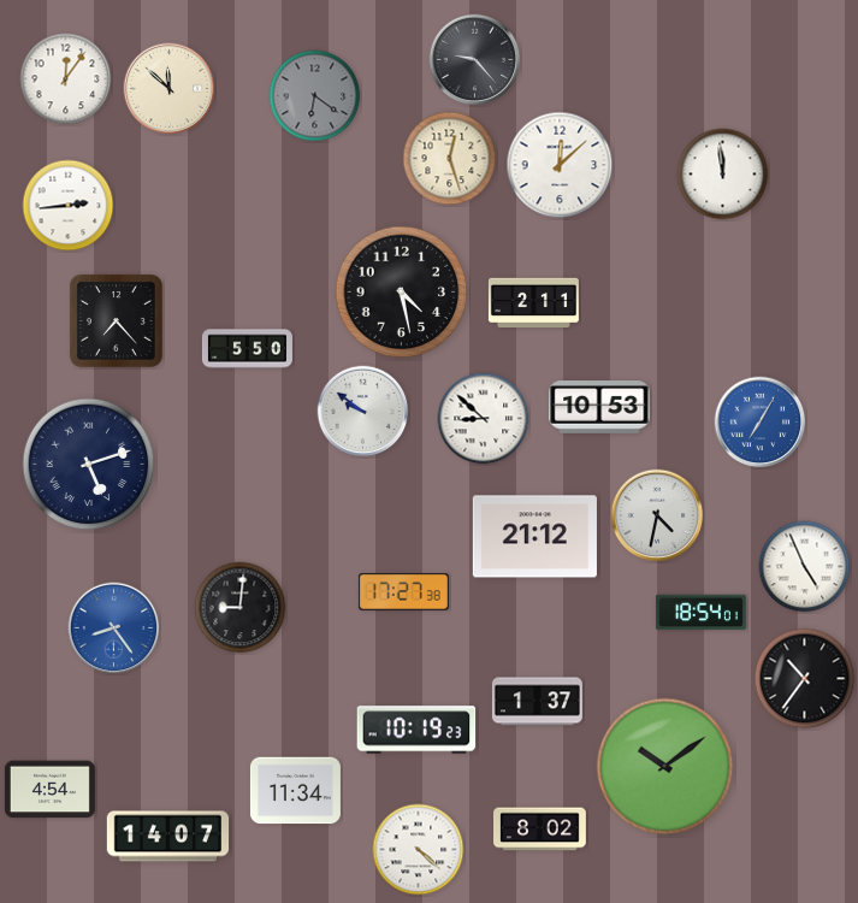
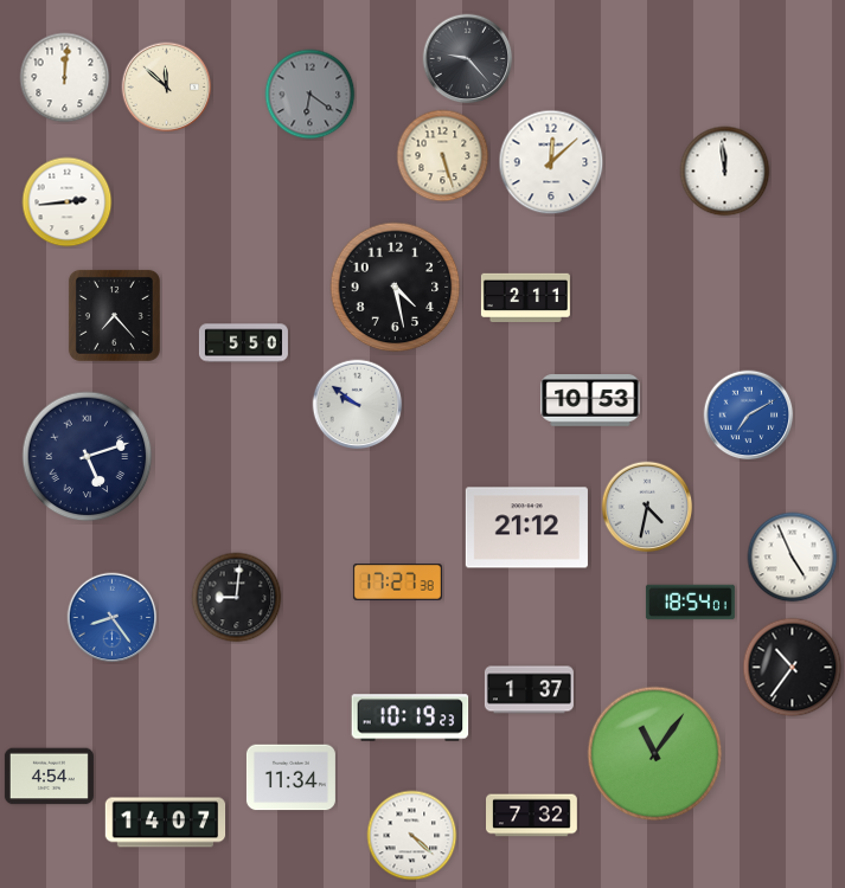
clock at (66, 79): 12:06 -> 12:01
clock at (450, 159): 12:27 -> 5:27
clock at (723, 175) position: (723, 175) -> (725, 172)
clock at (484, 419): 8:52 -> none
clock at (761, 423): 7:05 -> 7:10
clock at (665, 767): 10:09 -> 11:06
clock at (540, 830): 8:02 -> 7:32
